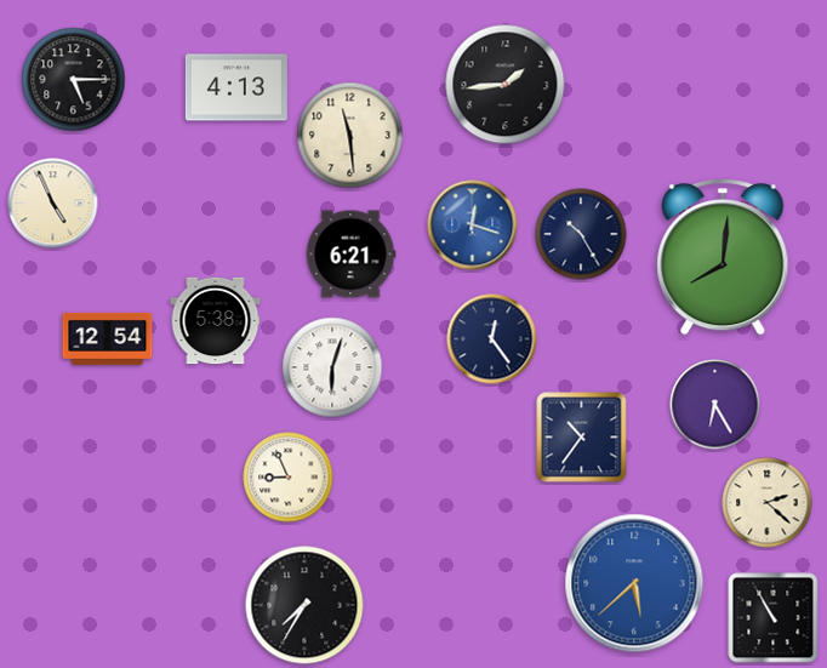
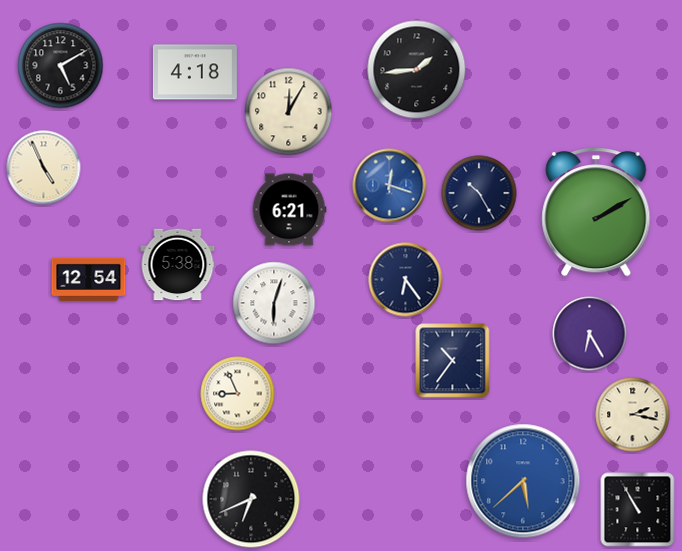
clock at (74, 80): 5:15 -> 5:10
clock at (236, 87): 4:13 -> 4:18
clock at (350, 136): 11:29 -> 12:05
clock at (723, 258): 8:01 -> 2:10
clock at (492, 339): 12:24 -> 6:24
clock at (582, 438) position: (582, 438) -> (453, 361)
clock at (768, 503): 2:22 -> 2:17
clock at (304, 605): 7:35 -> 6:41
